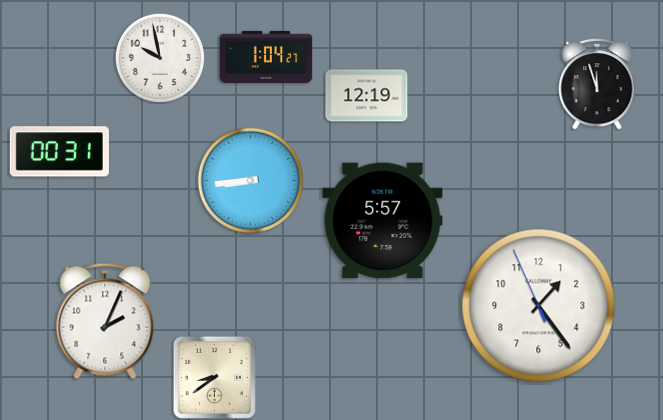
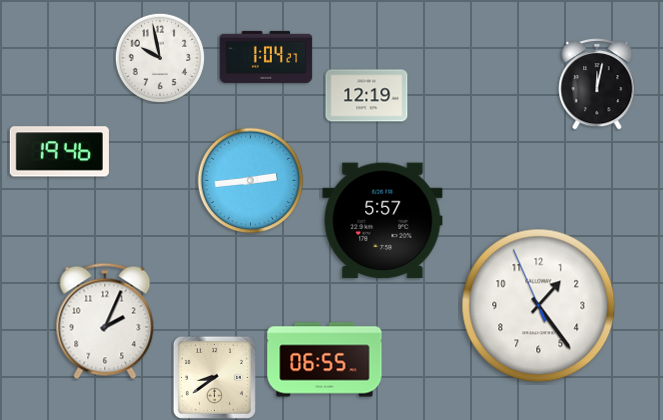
clock at (597, 85): 11:57 -> 12:02
clock at (59, 152): 00:31 -> 19:46
clock at (251, 181): 8:44 -> 2:44
clock at (325, 360): none -> 06:55
